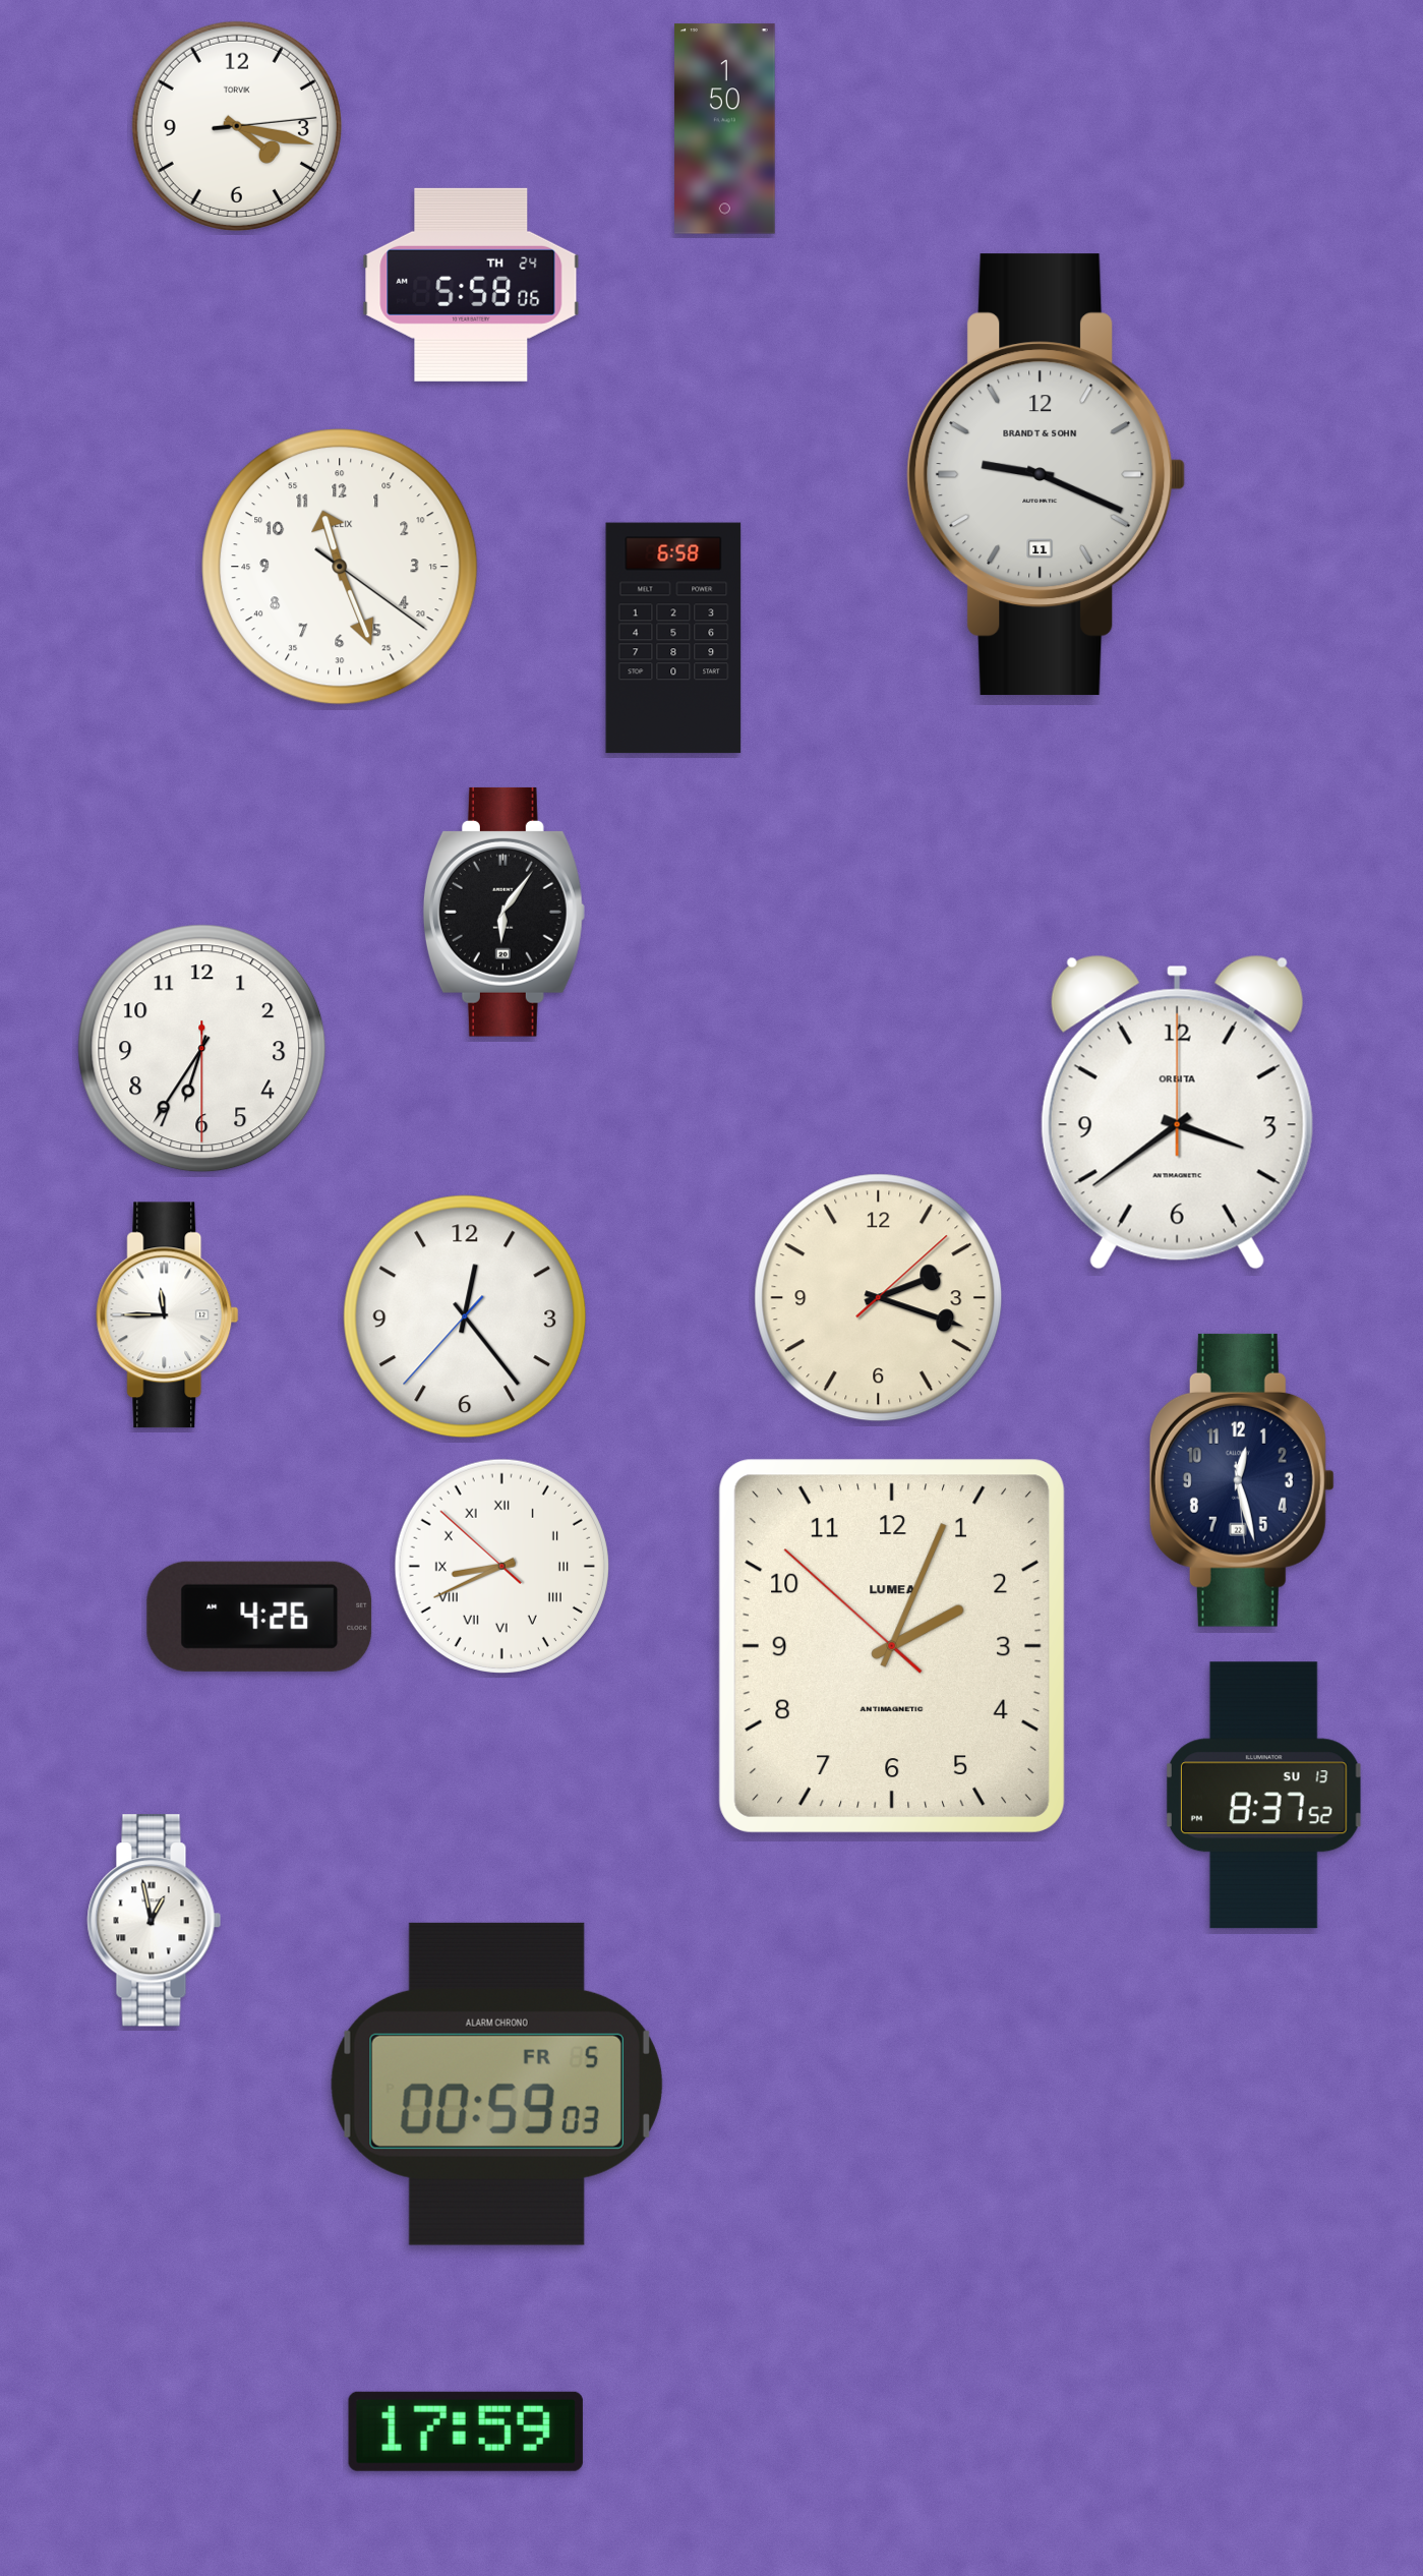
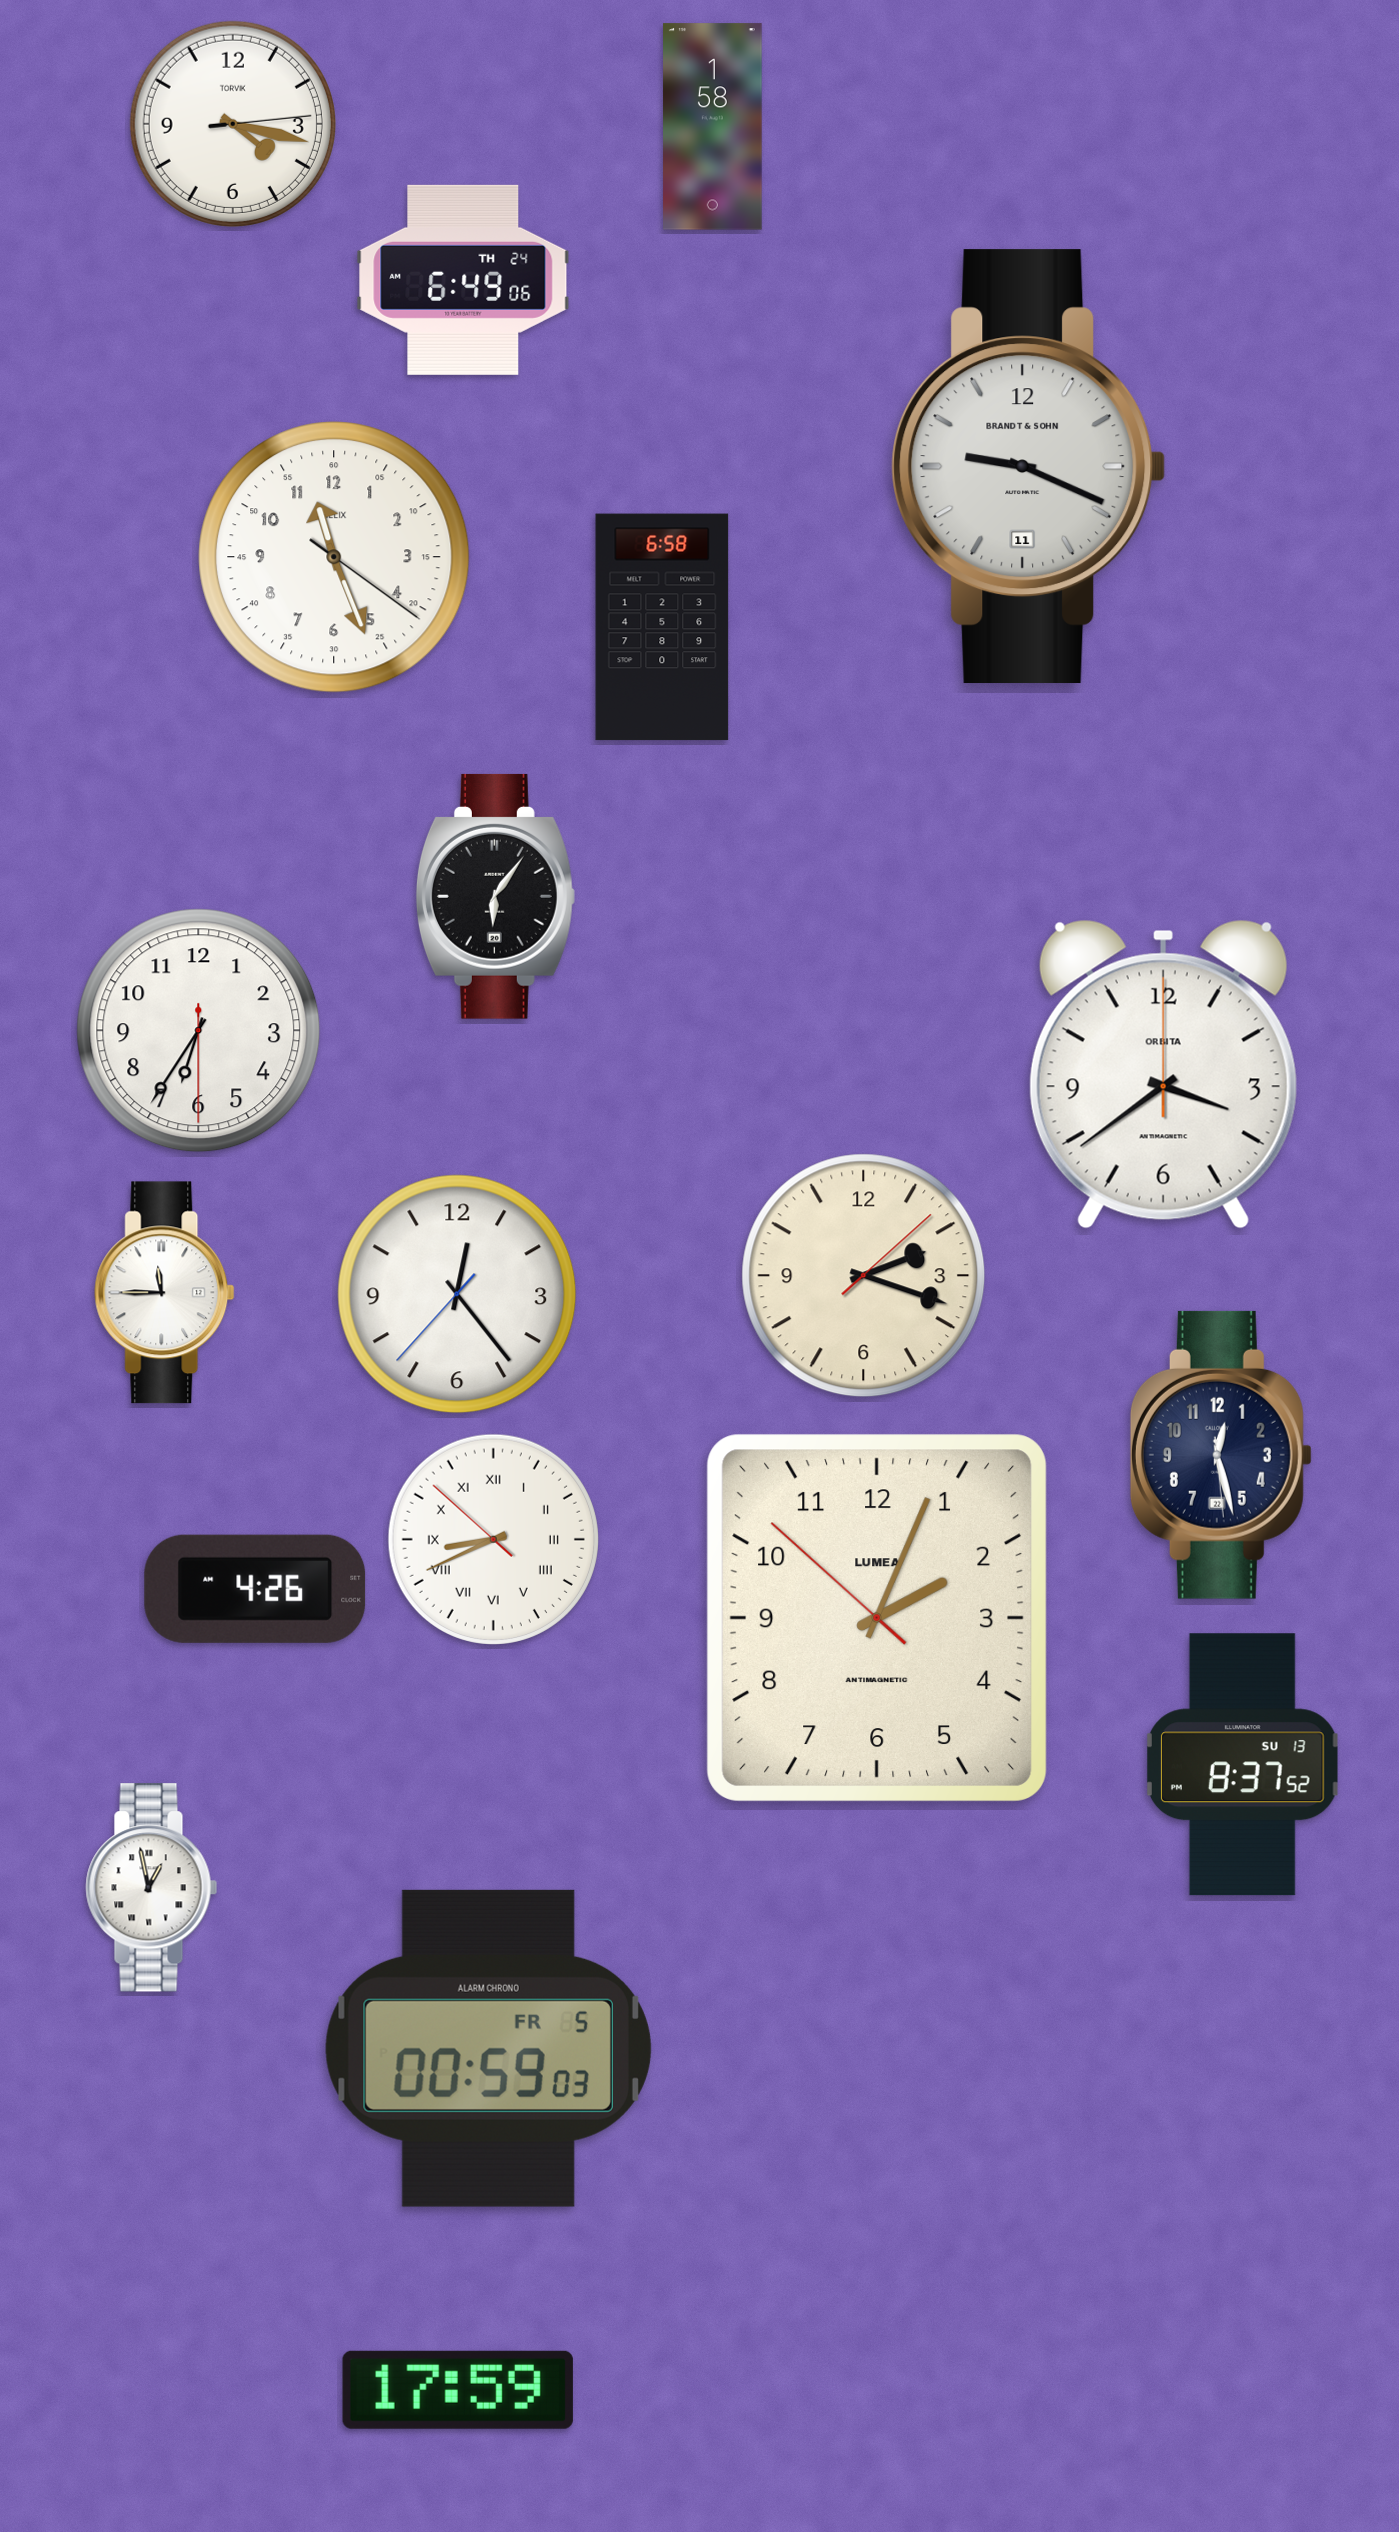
clock at (725, 129): 1:50 -> 1:58
clock at (471, 285): 5:58 -> 6:49
clock at (1177, 1112) position: (1177, 1112) -> (1163, 1074)
